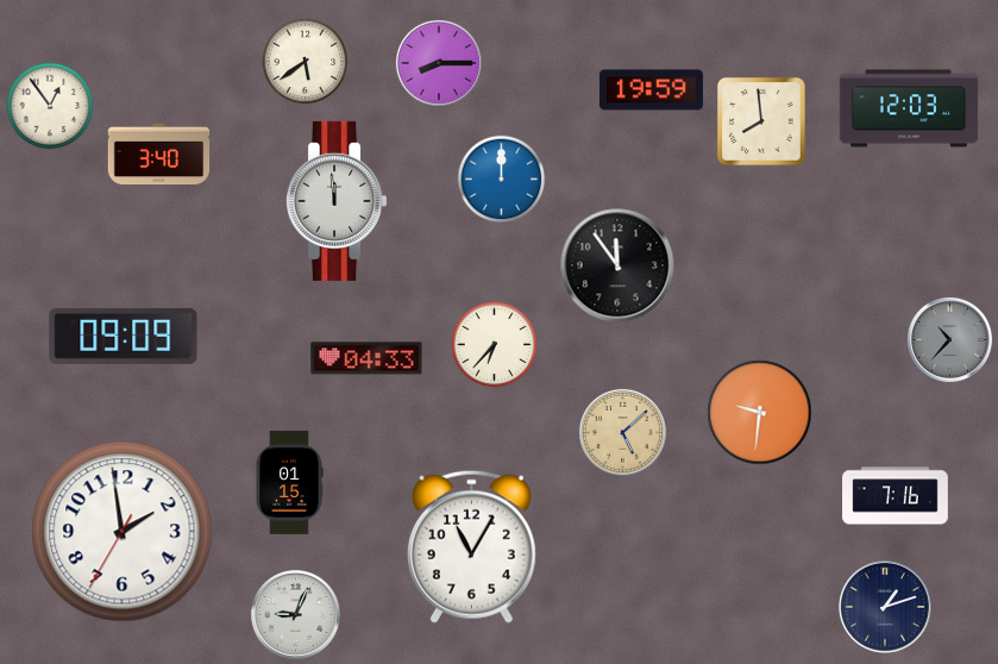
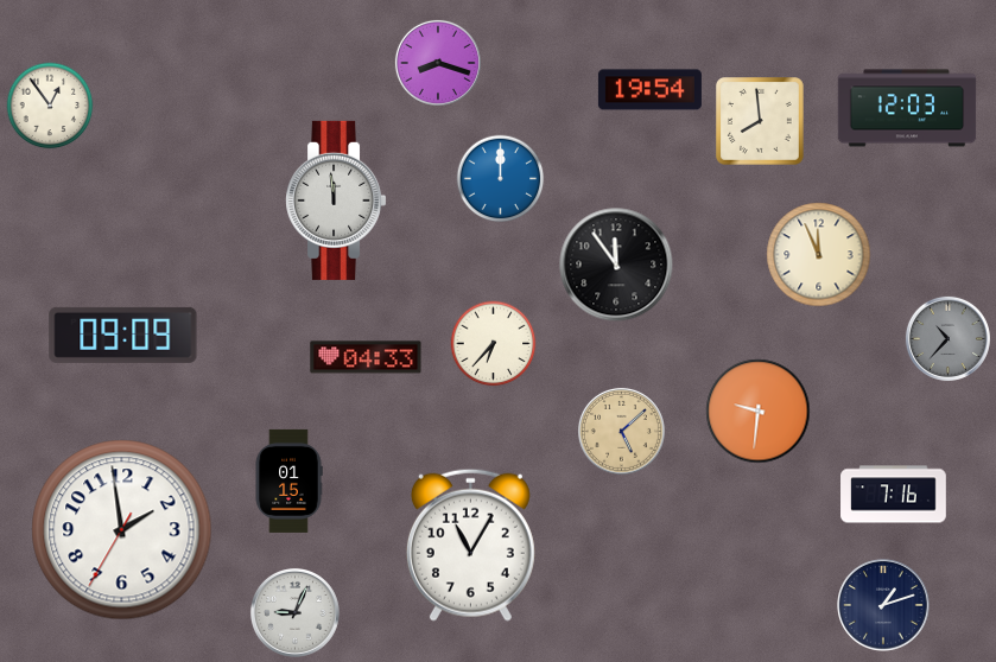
clock at (306, 62): 5:39 -> none
clock at (439, 63): 8:15 -> 8:18
clock at (651, 90): 19:59 -> 19:54
clock at (159, 155): 3:40 -> none
clock at (819, 255): none -> 11:56
